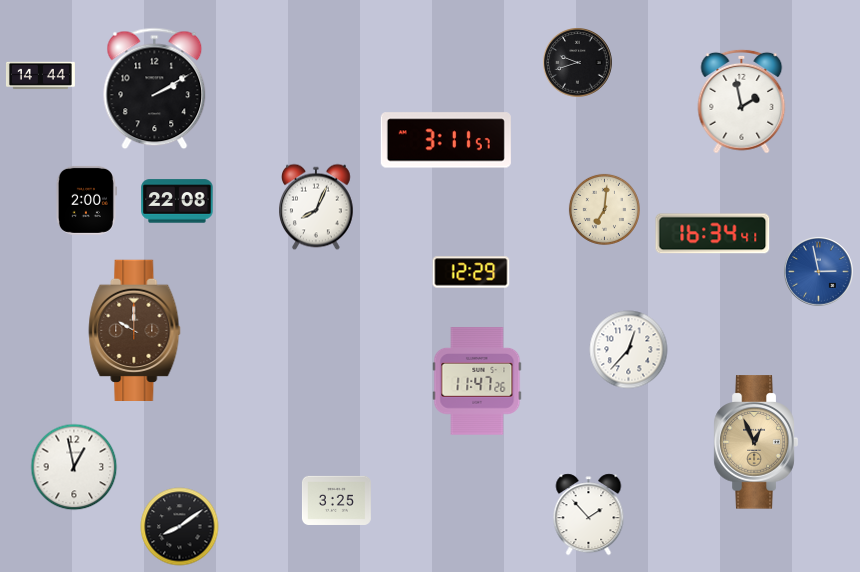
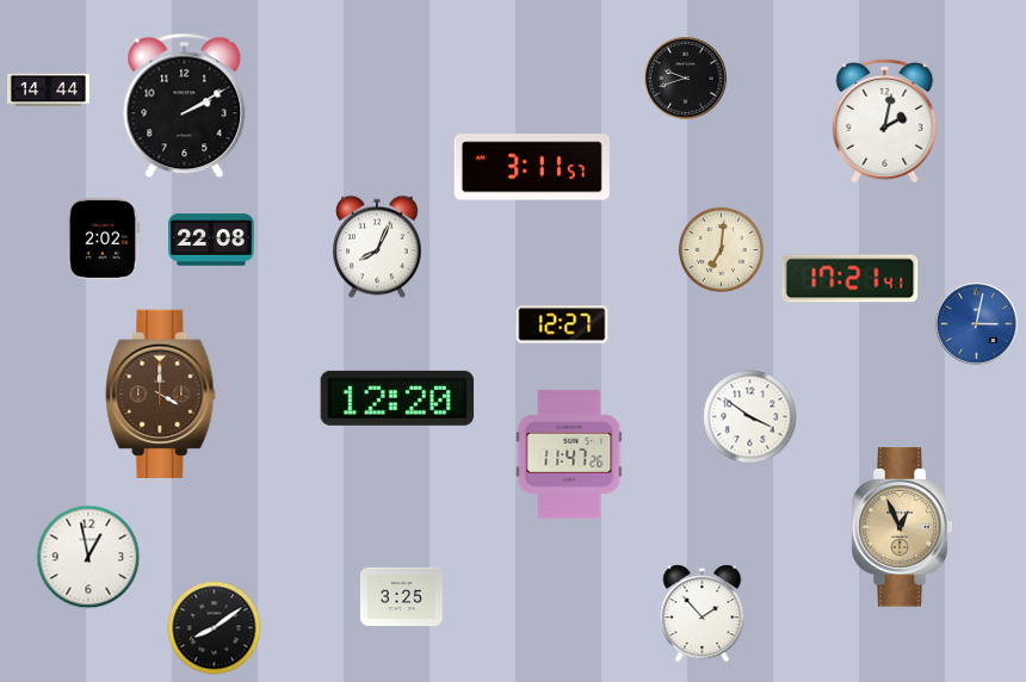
clock at (578, 63) position: (578, 63) -> (686, 79)
clock at (742, 101): 1:58 -> 2:02
clock at (86, 200): 2:00 -> 2:02
clock at (713, 234): 16:34 -> 17:21
clock at (471, 272): 12:29 -> 12:27
clock at (819, 272): 2:58 -> 3:02
clock at (135, 330): 10:00 -> 4:00
clock at (397, 398): none -> 12:20
clock at (629, 350): 12:37 -> 3:51
